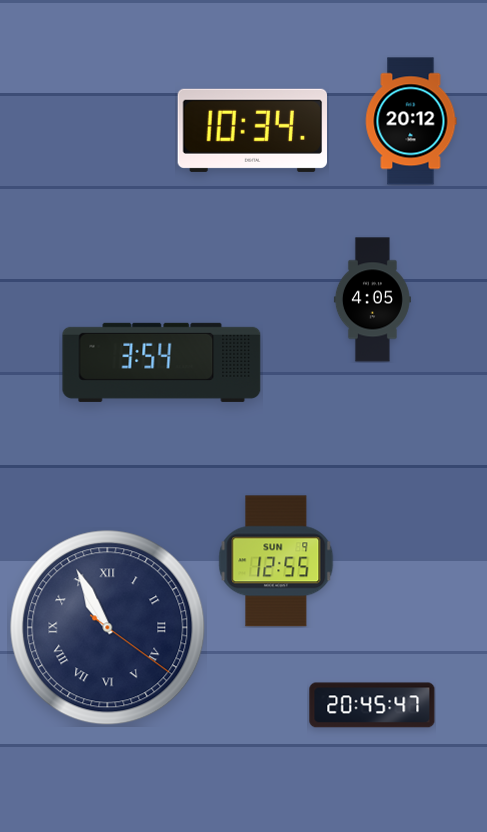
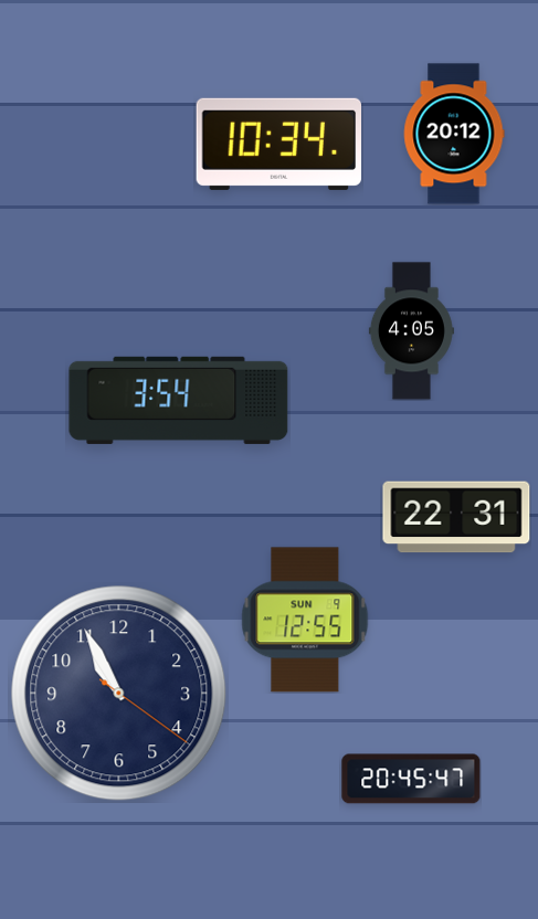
clock at (456, 517): none -> 22:31
clock at (108, 628) numerals: Roman -> Arabic
